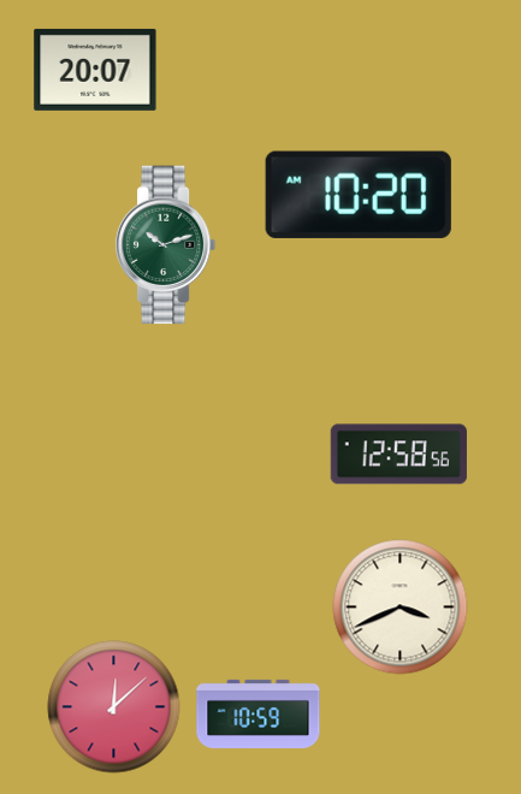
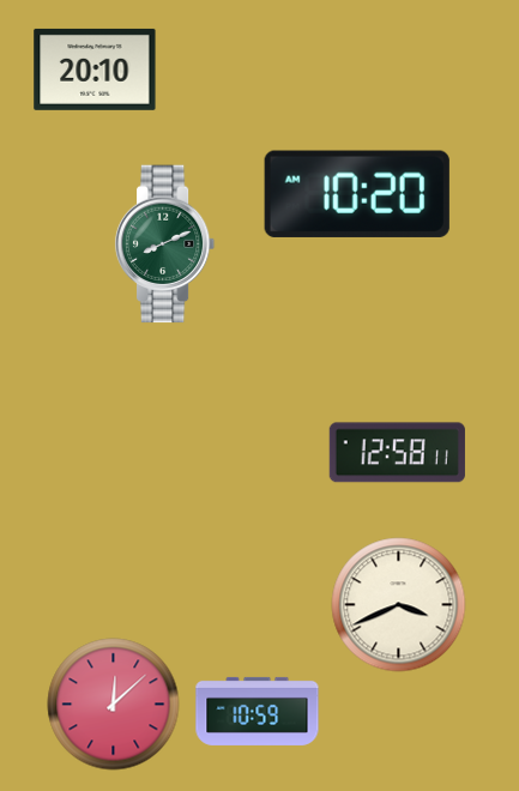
clock at (95, 70): 20:07 -> 20:10
clock at (166, 245): 10:12 -> 8:11
clock at (398, 455): 12:58:56 -> 12:58:11
